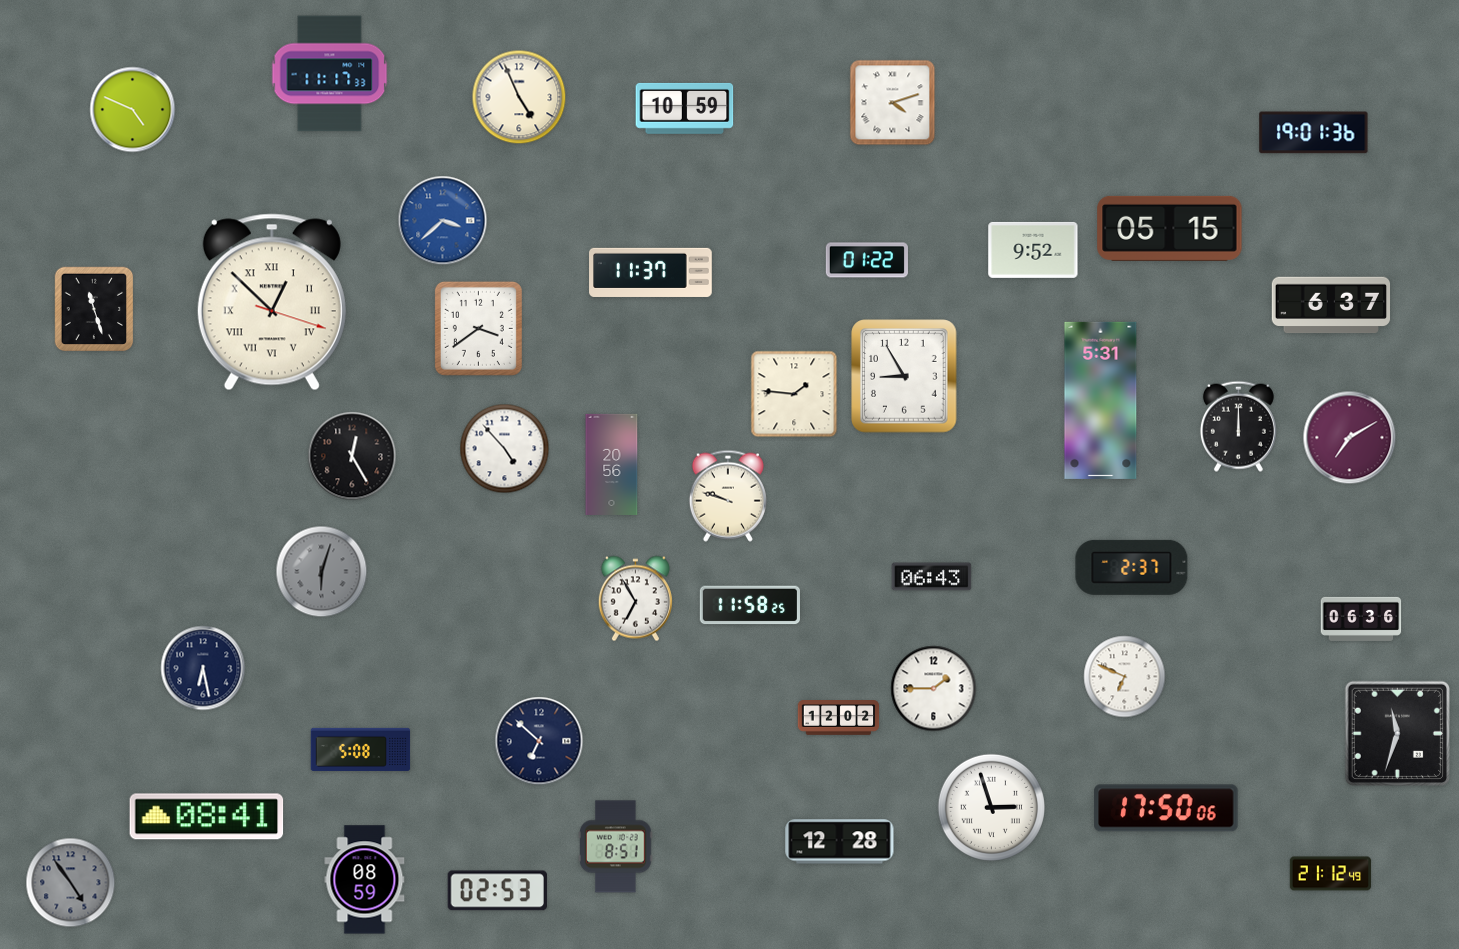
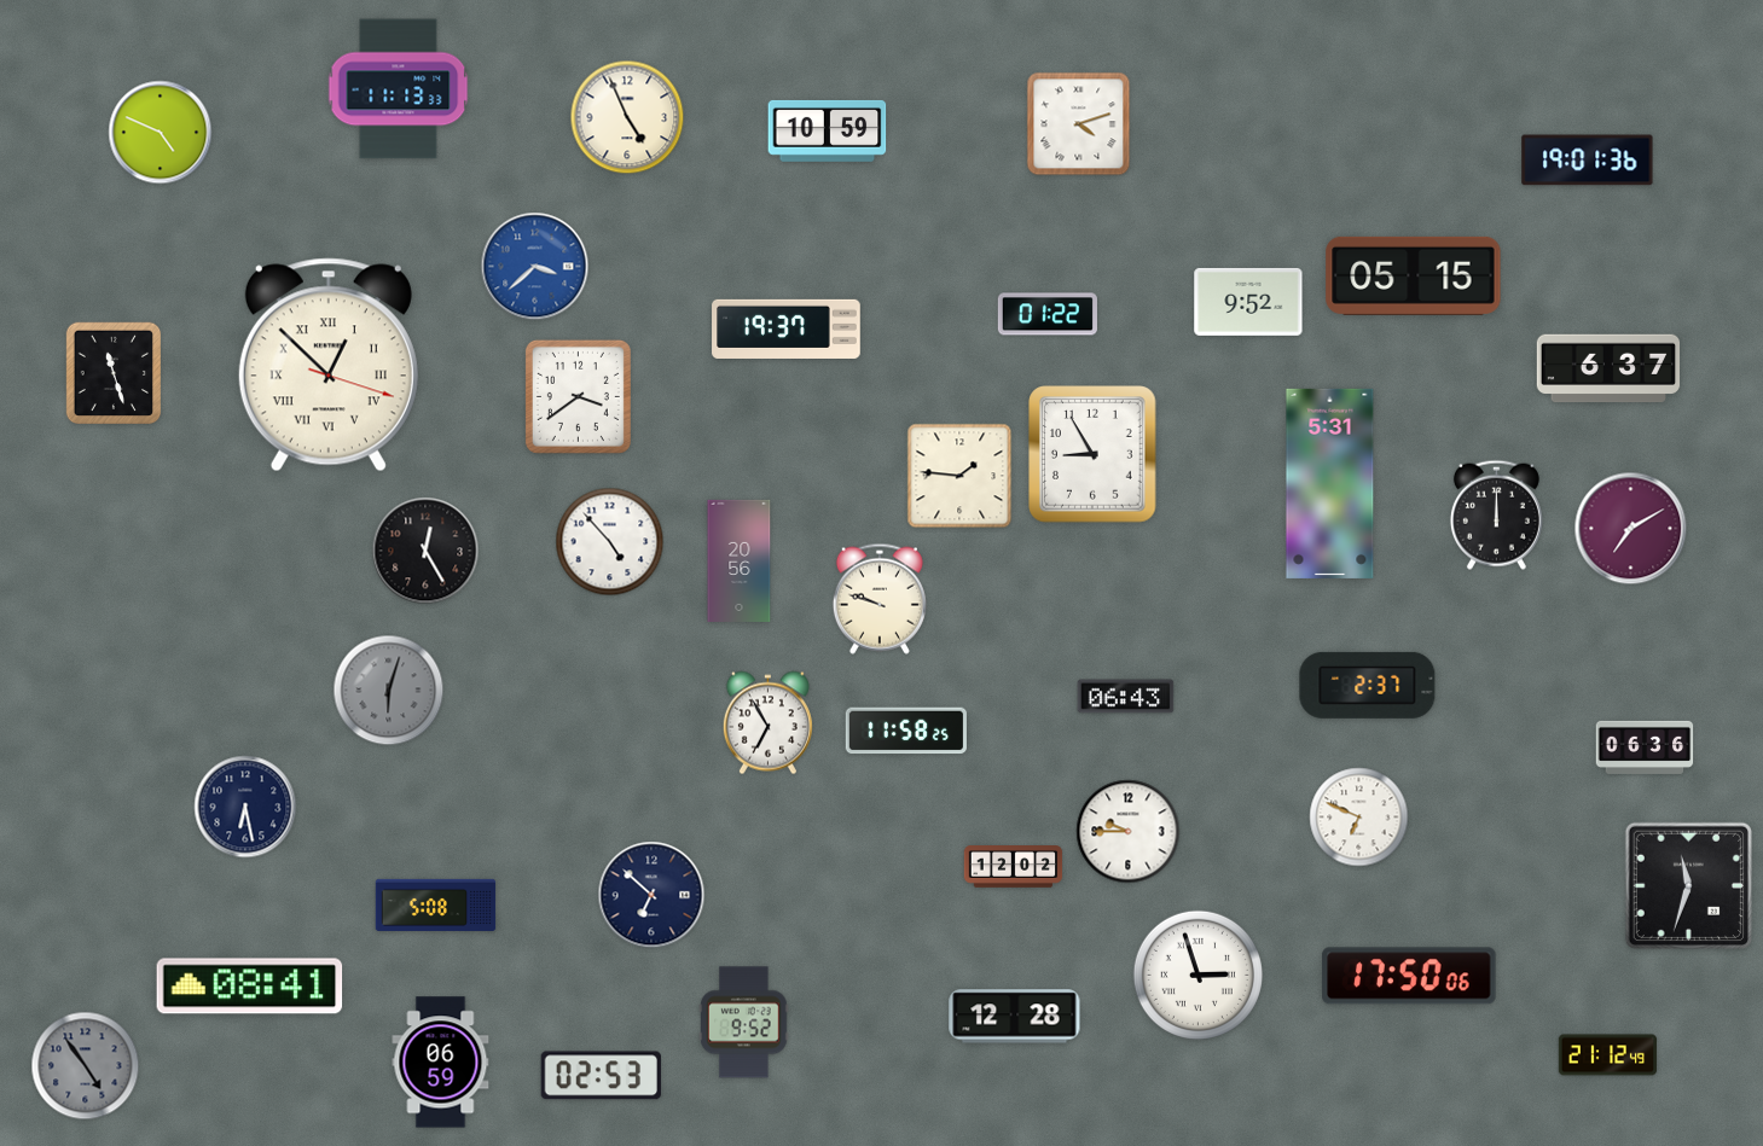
clock at (330, 74): 11:17 -> 11:13
clock at (651, 272): 11:37 -> 19:37
clock at (934, 689): 1:45 -> 9:45
clock at (616, 847): 8:51 -> 9:52
clock at (365, 880): 08:59 -> 06:59
